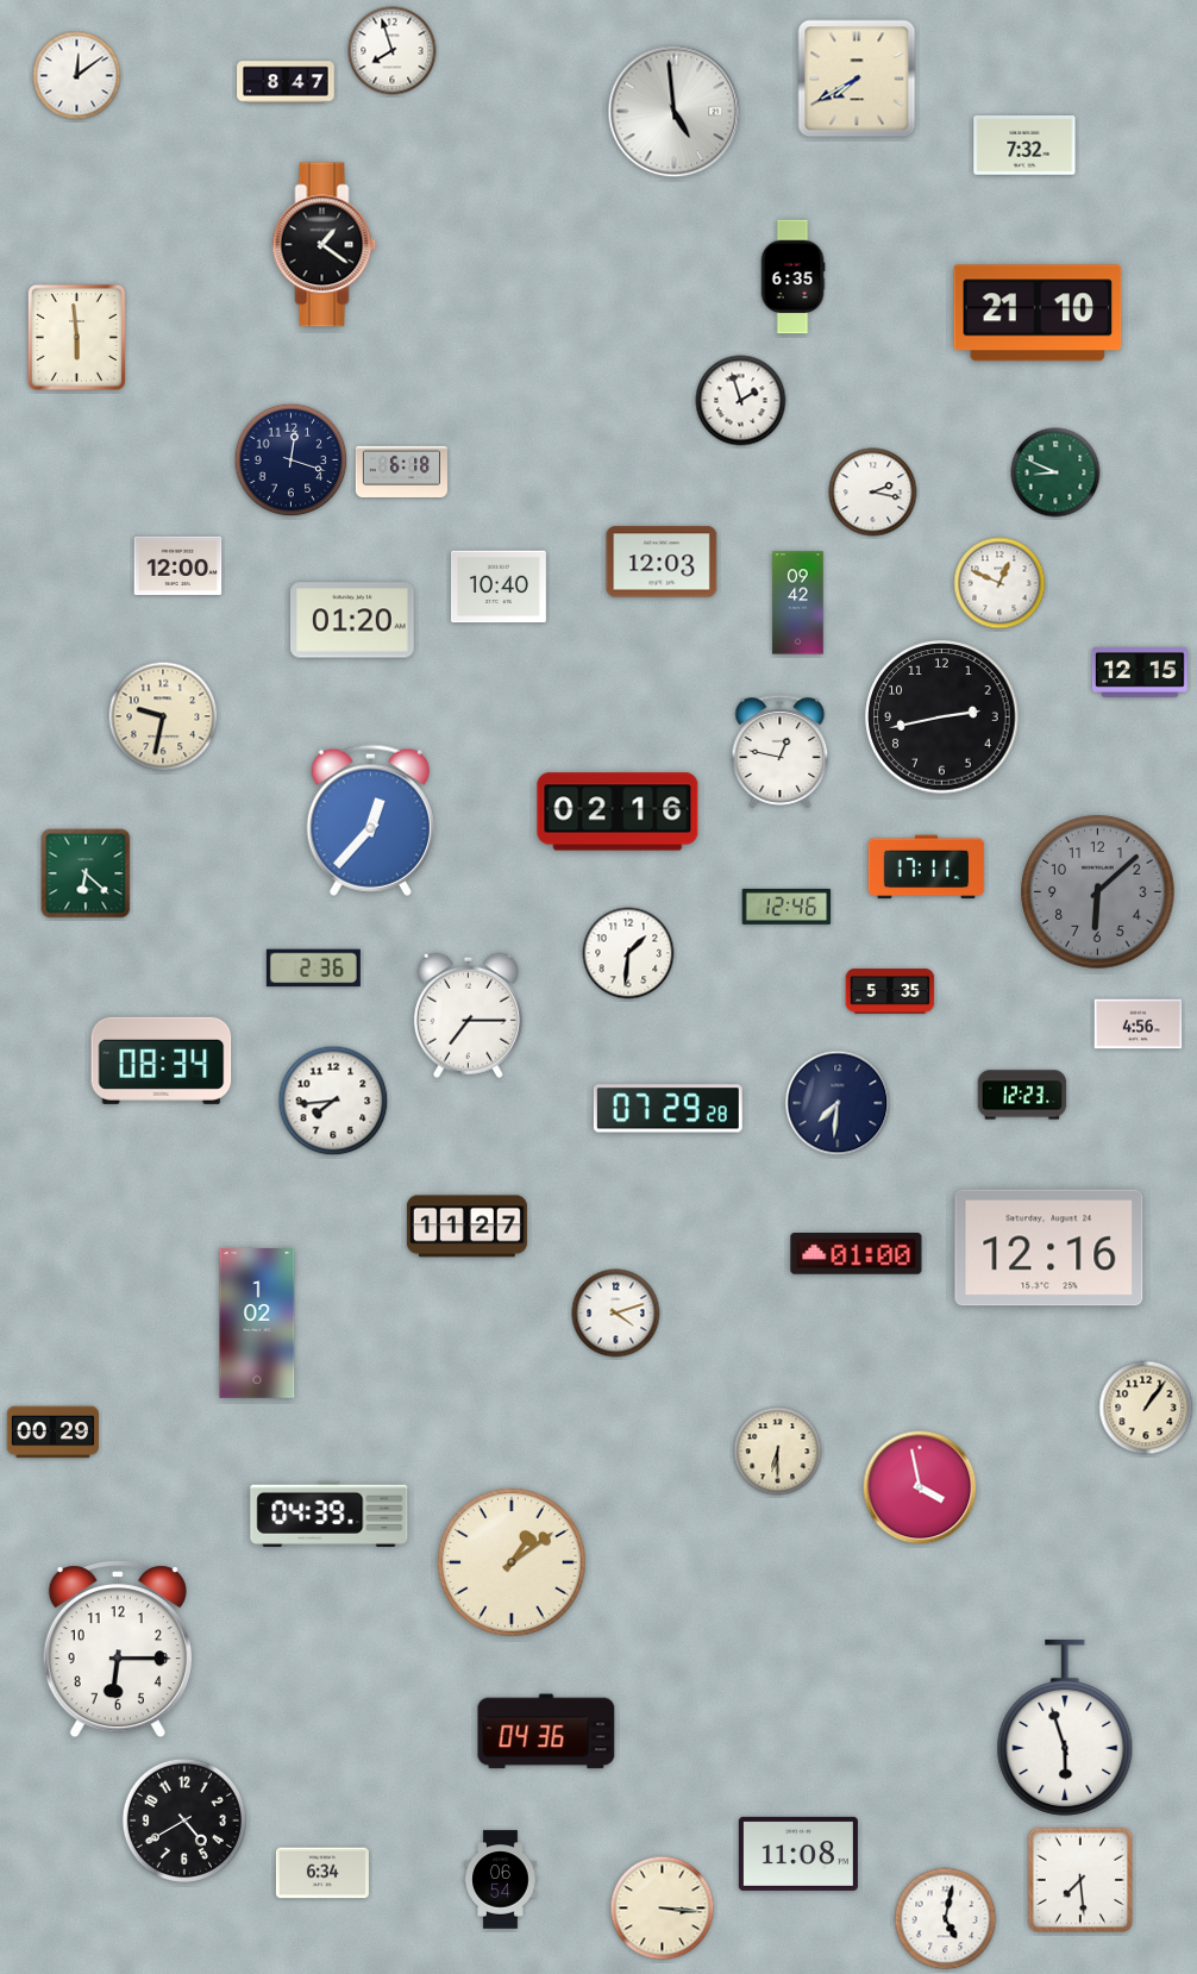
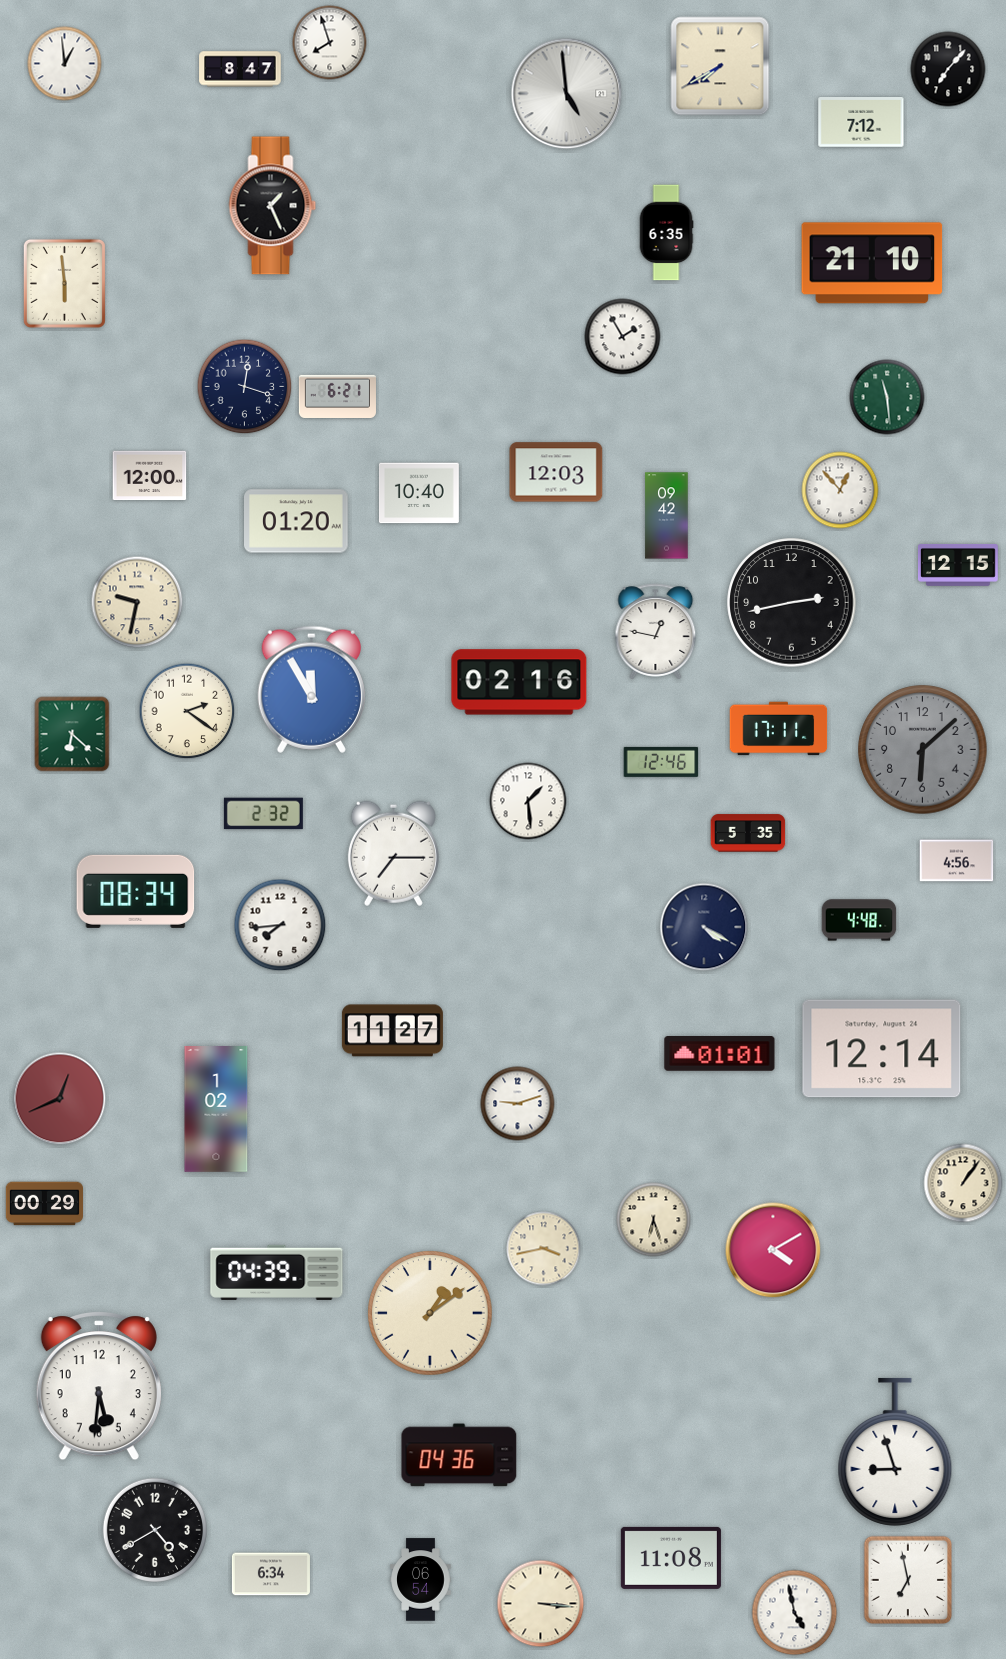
clock at (77, 76): 12:09 -> 12:59
clock at (948, 69): none -> 7:07
clock at (1024, 146): 7:32 -> 7:12
clock at (325, 245): 1:21 -> 1:26
clock at (741, 401): 1:57 -> 1:55
clock at (401, 471): 6:18 -> 6:21
clock at (1055, 472): 8:49 -> 11:29
clock at (873, 493): 2:17 -> none
clock at (999, 583): 12:49 -> 12:53
clock at (798, 603) position: (798, 603) -> (667, 516)
clock at (370, 820): 12:37 -> 11:55
clock at (187, 711): none -> 2:21
clock at (628, 953): 1:31 -> 1:29
clock at (313, 969): 2:36 -> 2:32
clock at (1022, 1095): 12:23 -> 4:48
clock at (838, 1103): 7:31 -> 4:20
clock at (668, 1109): 07:29 -> none
clock at (1049, 1248): 12:16 -> 12:14
clock at (857, 1254): 01:00 -> 01:01
clock at (60, 1099): none -> 12:41
clock at (616, 1314): 4:12 -> 9:12
clock at (257, 1324) position: (257, 1324) -> (216, 1110)
clock at (778, 1452): 6:30 -> 6:27
clock at (544, 1249): none -> 3:43
clock at (920, 1487): 3:58 -> 4:10
clock at (118, 1649): 6:15 -> 5:31
clock at (1065, 1728): 5:57 -> 8:57
clock at (1079, 1879): 7:29 -> 6:58
clock at (663, 1909) position: (663, 1909) -> (541, 1604)
clock at (946, 1919): 5:02 -> 4:58
